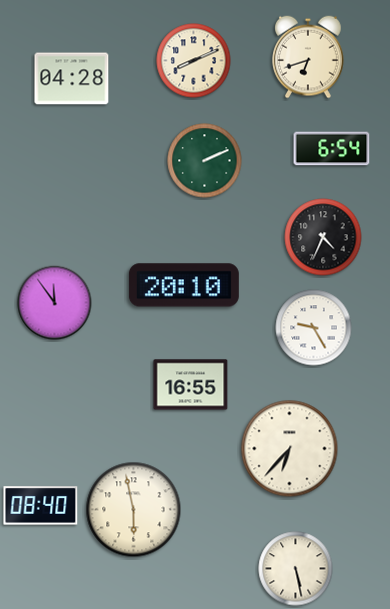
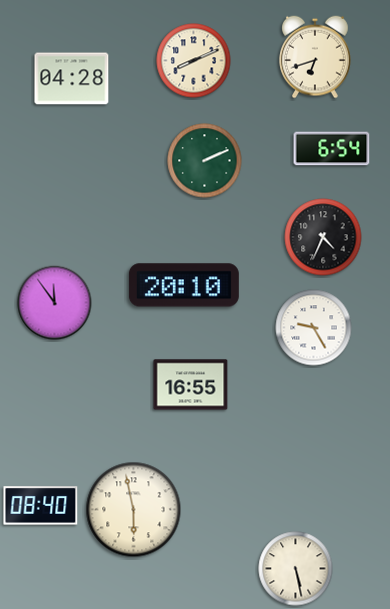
clock at (308, 57) position: (308, 57) -> (315, 57)
clock at (290, 449): 6:37 -> none
